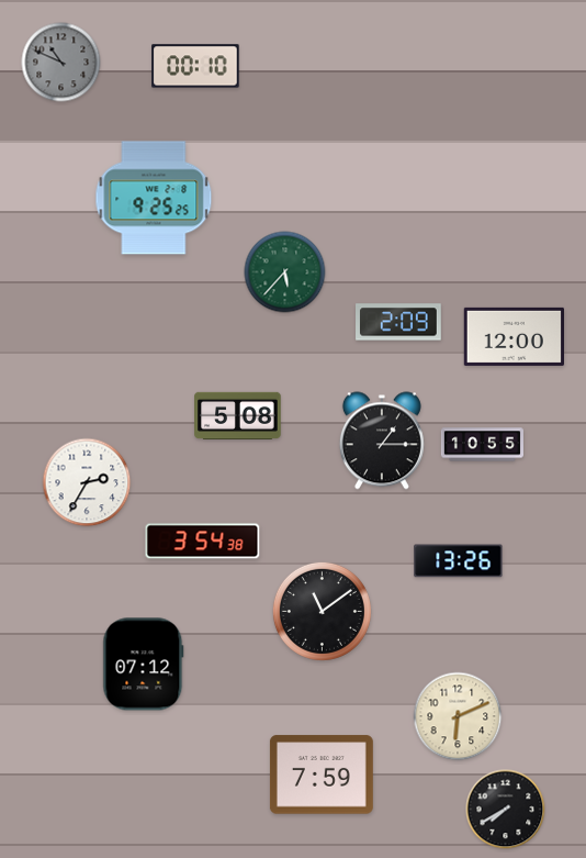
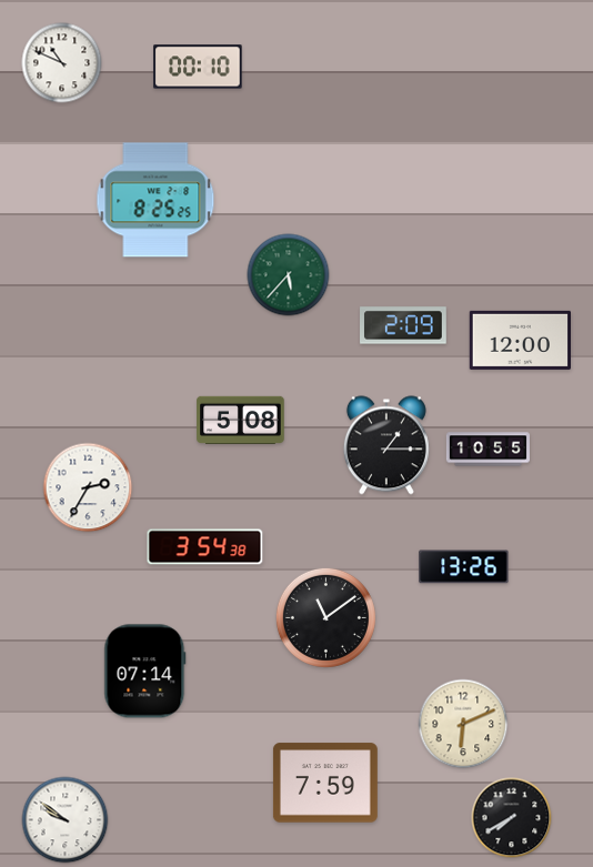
clock at (61, 63) dial: grey -> white
clock at (154, 198): 9:25 -> 8:25
clock at (144, 665): 07:12 -> 07:14
clock at (66, 820): none -> 9:51
